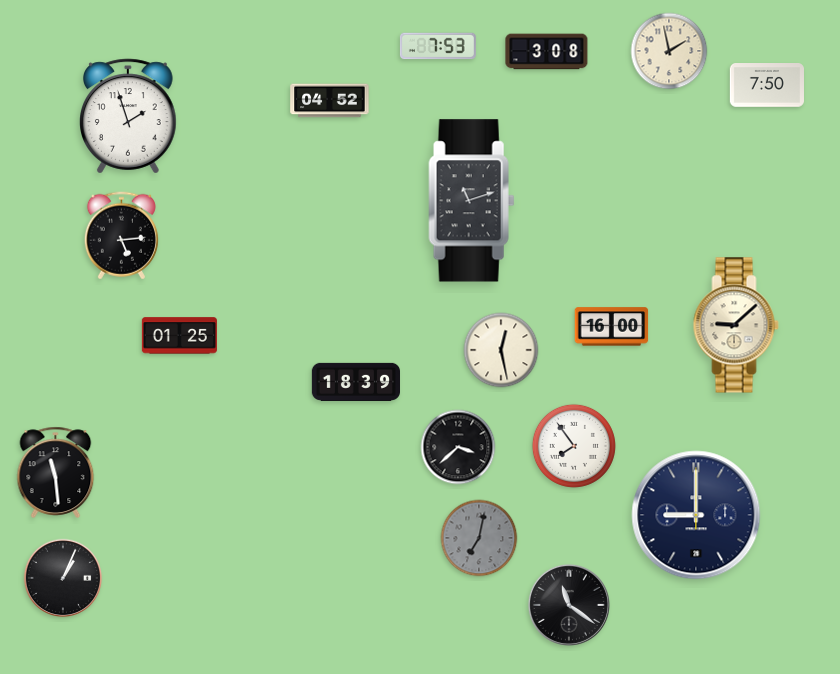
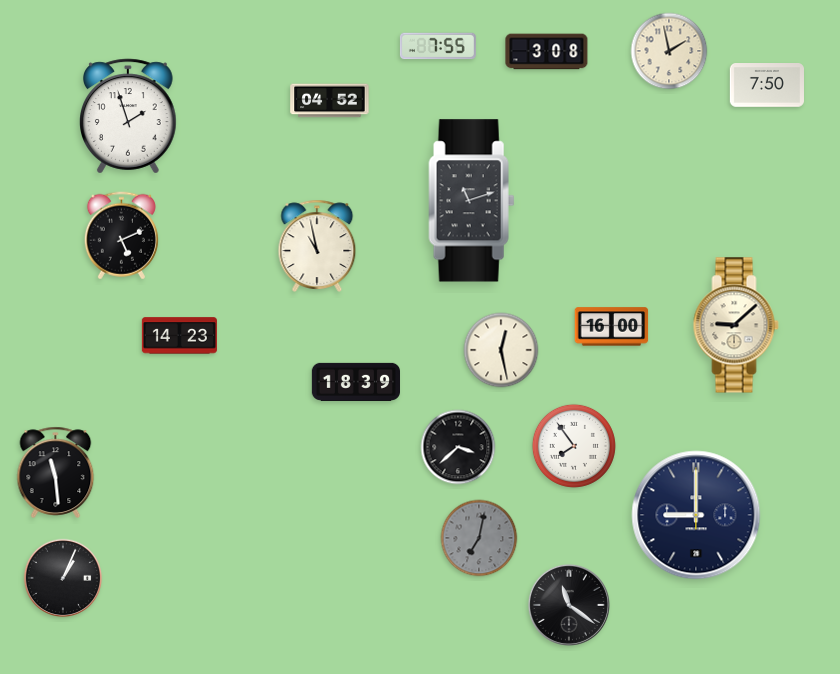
clock at (438, 46): 7:53 -> 7:55
clock at (121, 236): 5:14 -> 5:11
clock at (317, 246): none -> 10:58
clock at (179, 336): 01:25 -> 14:23
